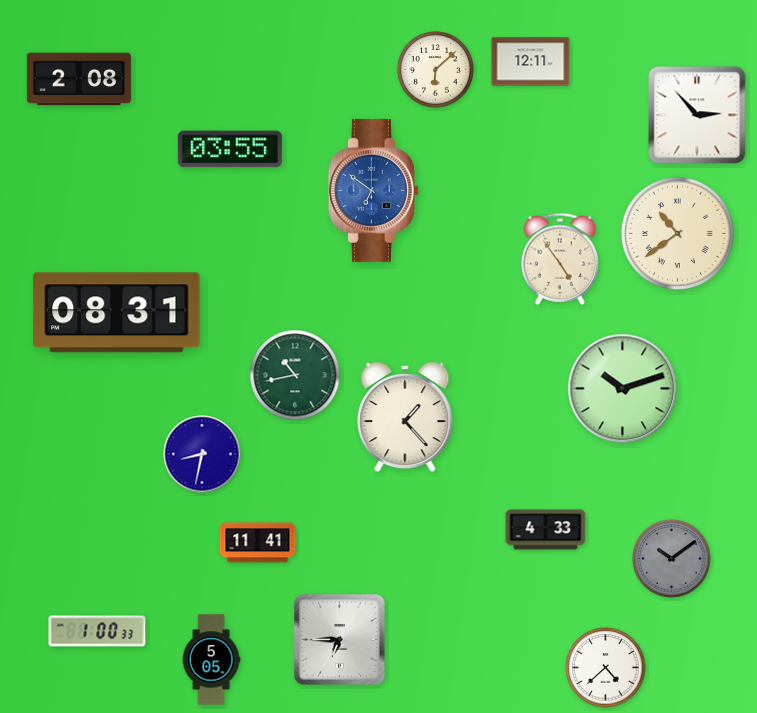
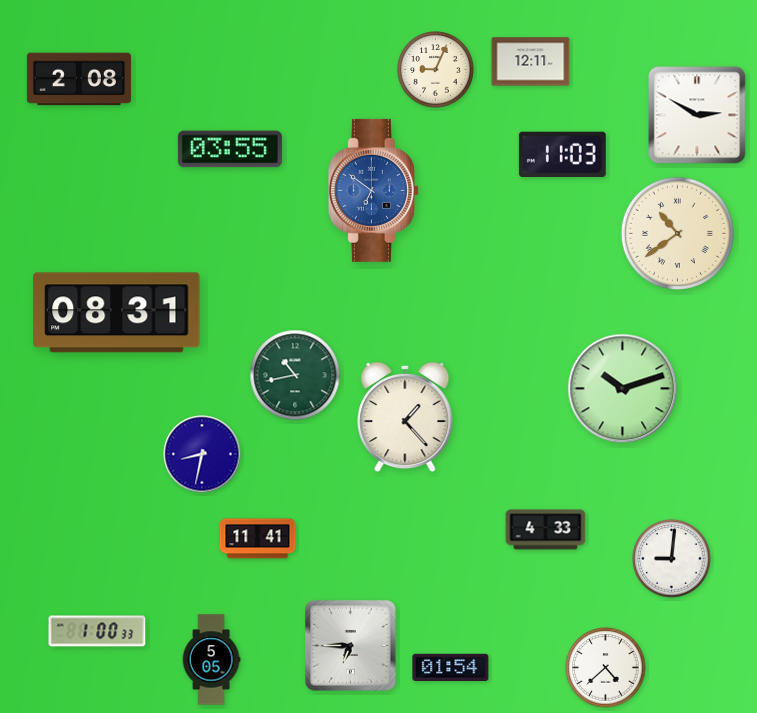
clock at (436, 70): 6:08 -> 9:04
clock at (697, 115): 2:53 -> 2:50
clock at (562, 154): none -> 11:03
clock at (559, 259): 4:54 -> none
clock at (258, 543) position: (258, 543) -> (258, 539)
clock at (672, 559): 10:09 -> 9:01
clock at (672, 559) dial: grey -> white
clock at (340, 640) position: (340, 640) -> (351, 646)
clock at (451, 668): none -> 01:54
